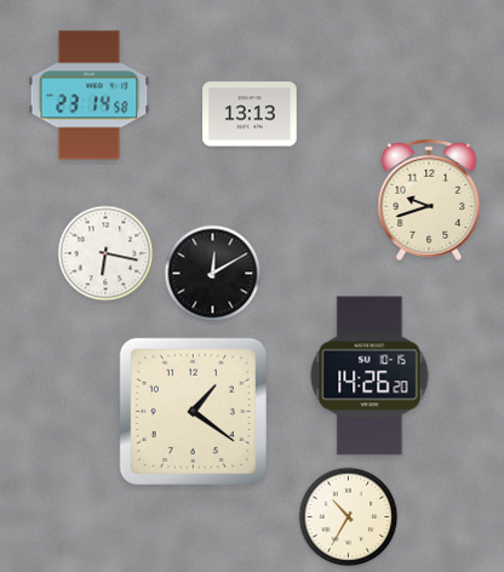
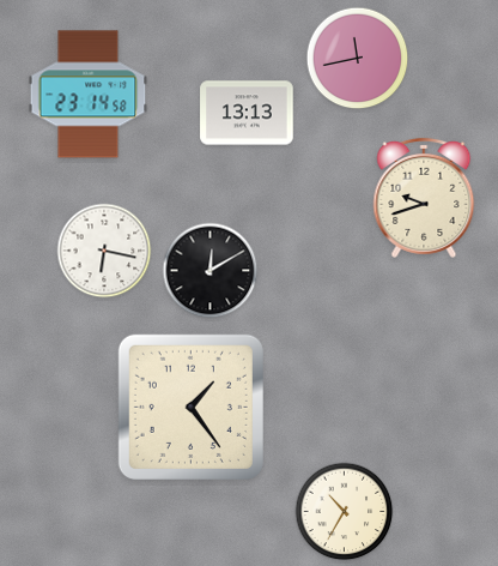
clock at (358, 59): none -> 11:43
clock at (370, 376): 14:26 -> none
clock at (193, 411): 1:21 -> 1:24
